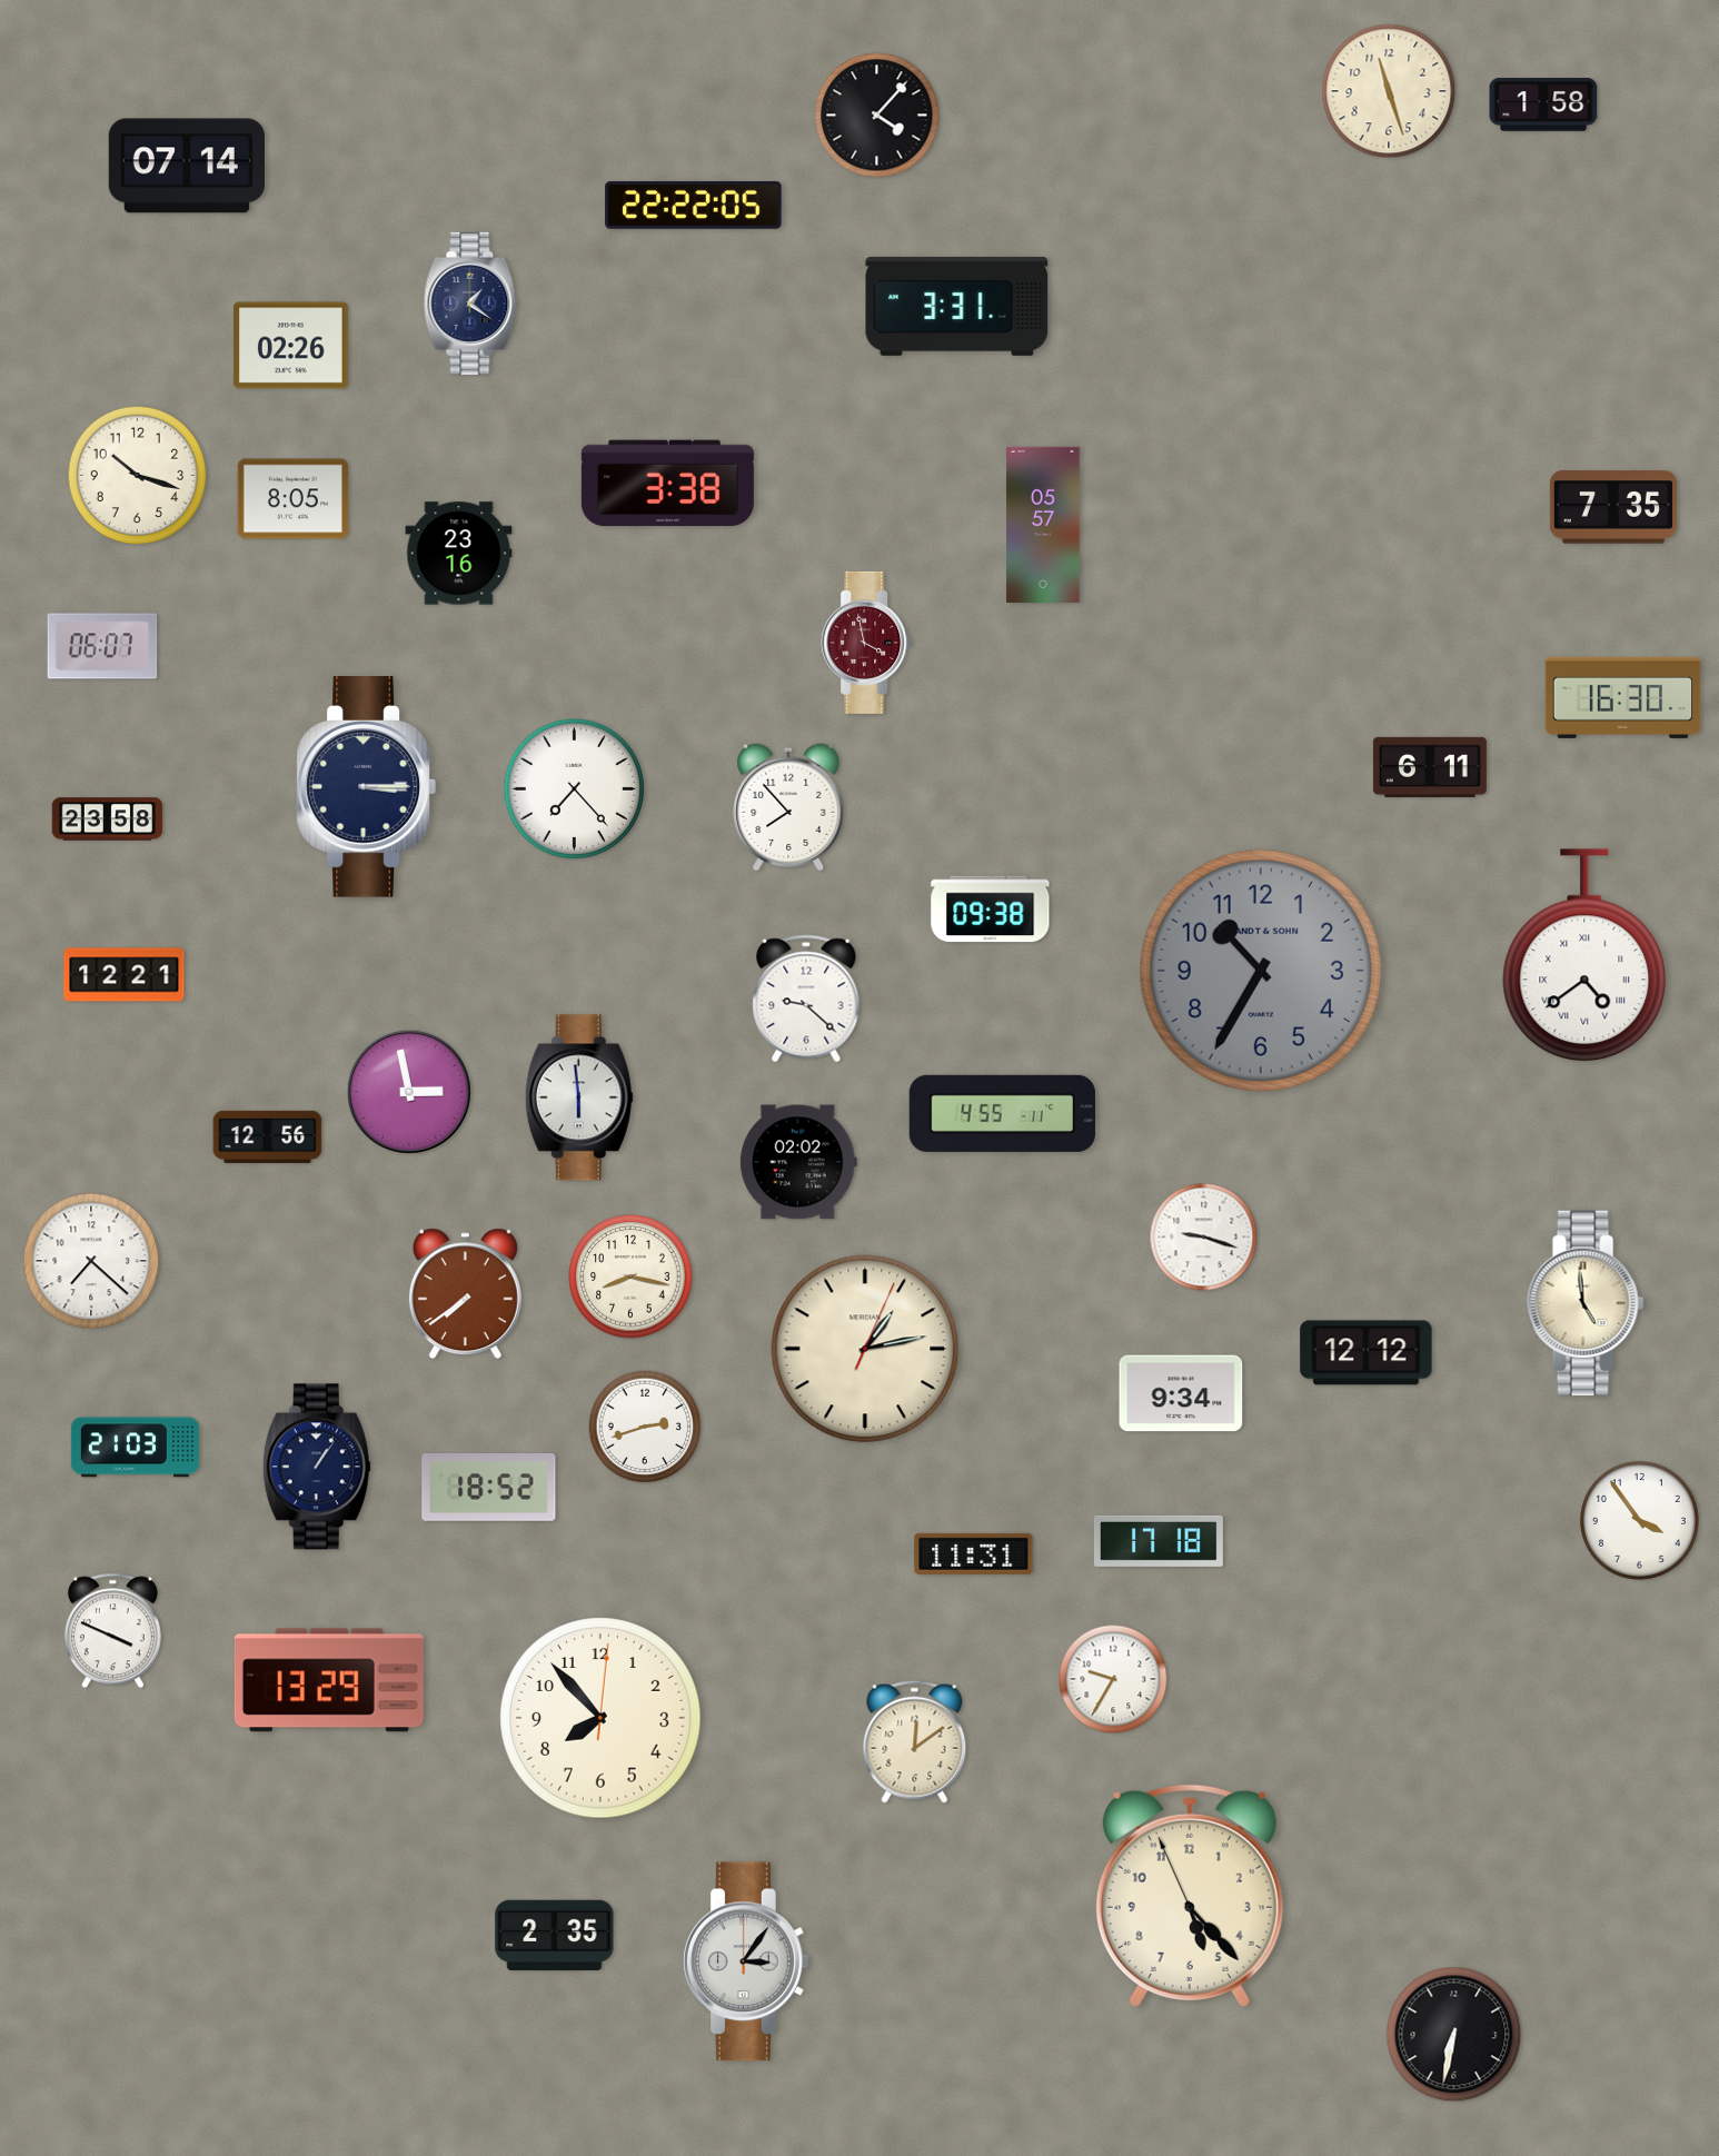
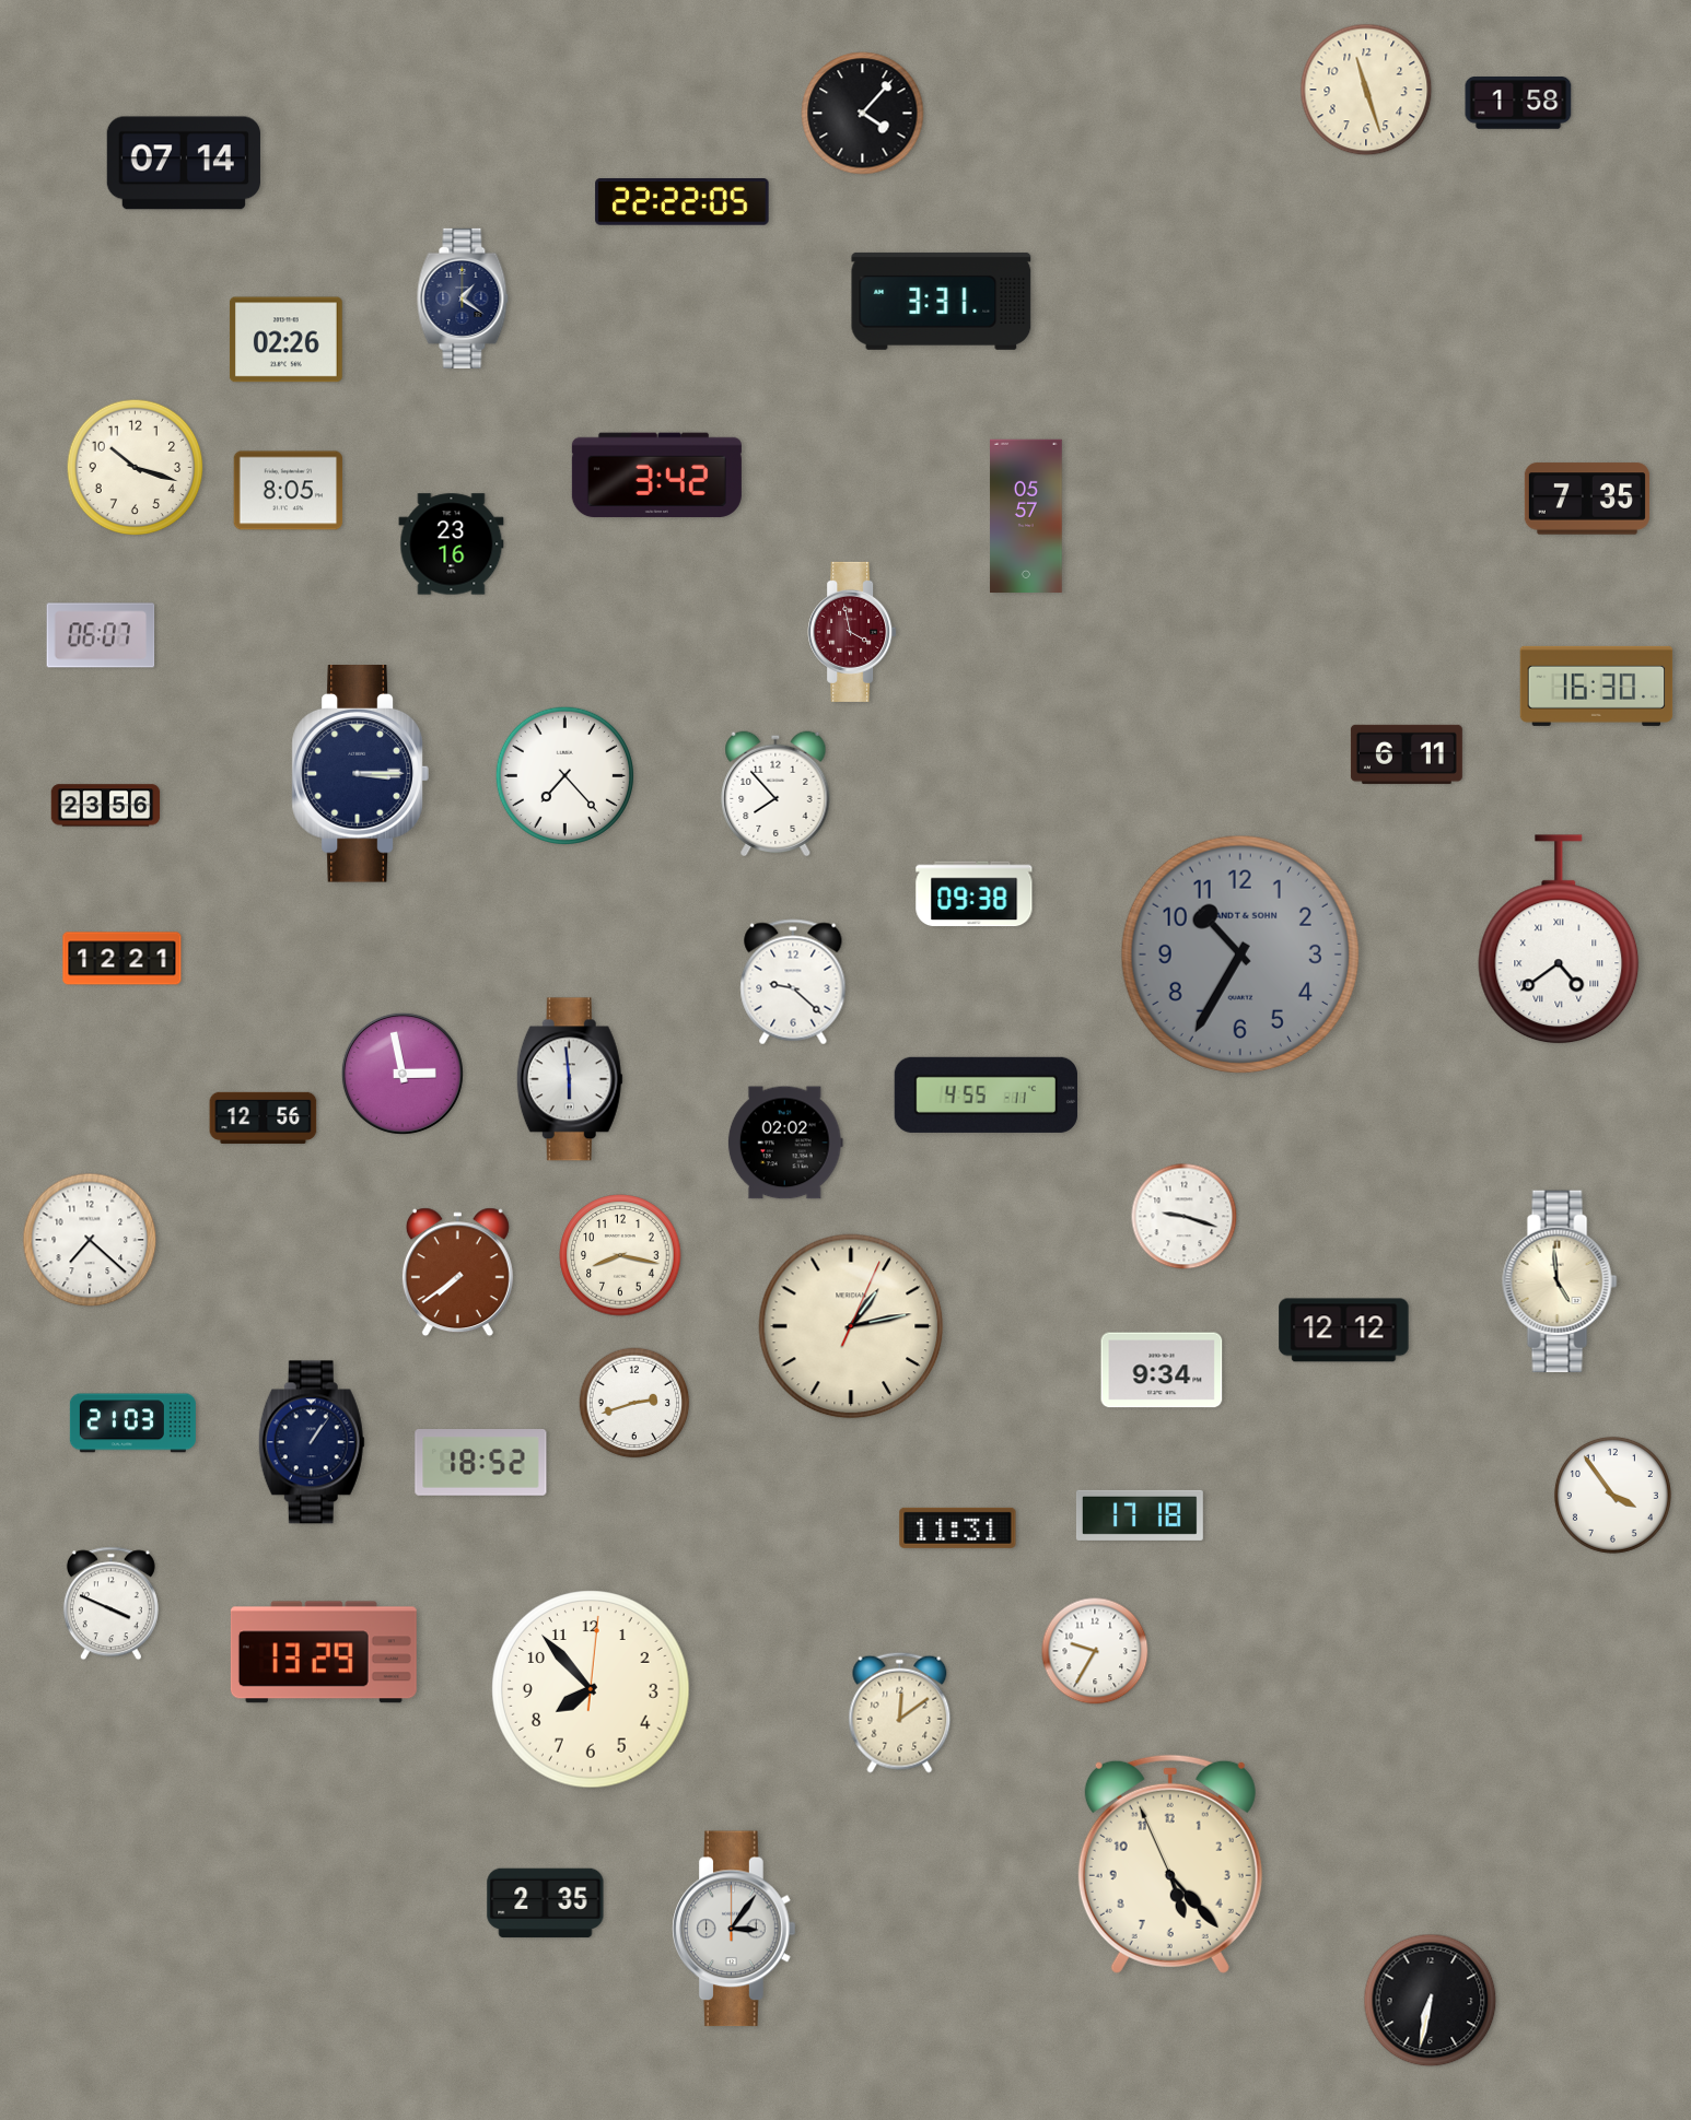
clock at (667, 484): 3:38 -> 3:42
clock at (108, 819): 23:58 -> 23:56
